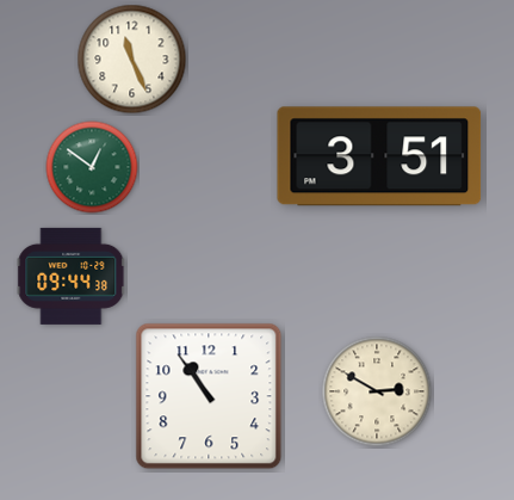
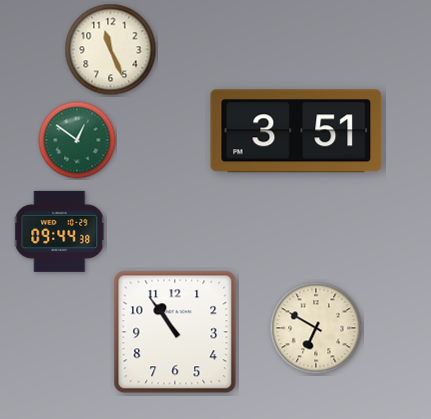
clock at (379, 156) position: (379, 156) -> (296, 131)
clock at (377, 391): 2:50 -> 6:50
